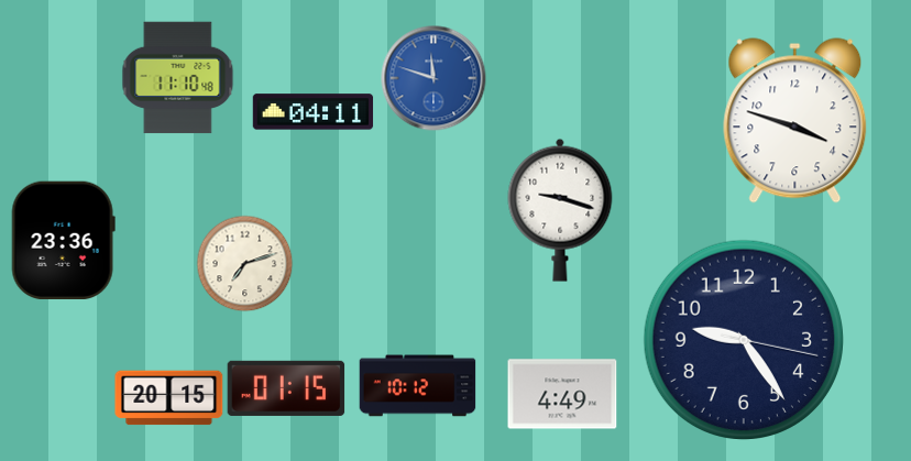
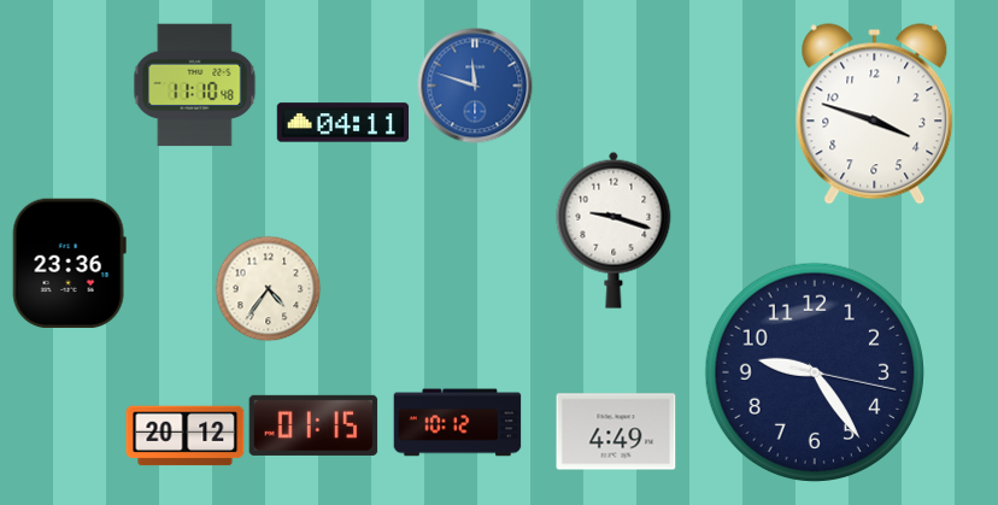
clock at (795, 121) position: (795, 121) -> (875, 114)
clock at (244, 263): 7:12 -> 4:36
clock at (169, 398): 20:15 -> 20:12
